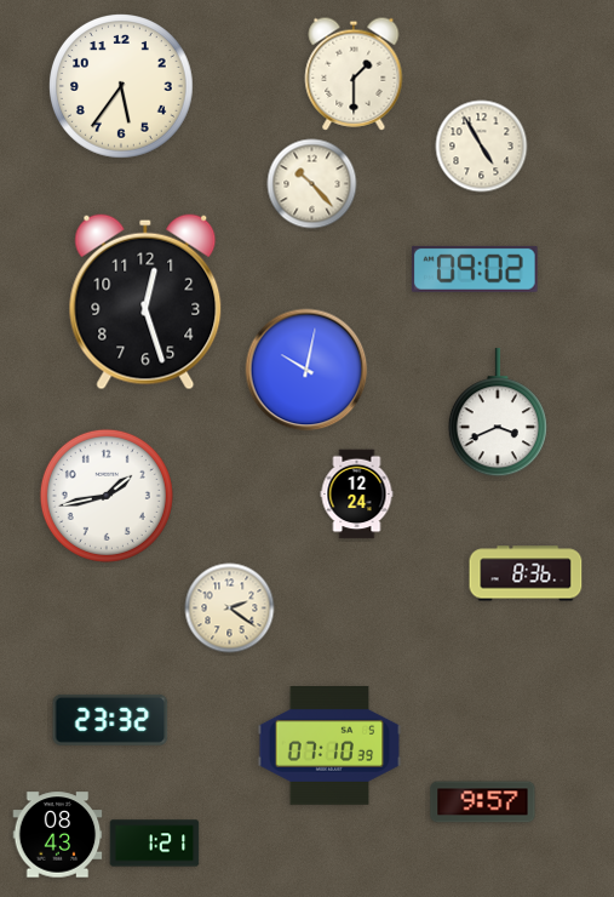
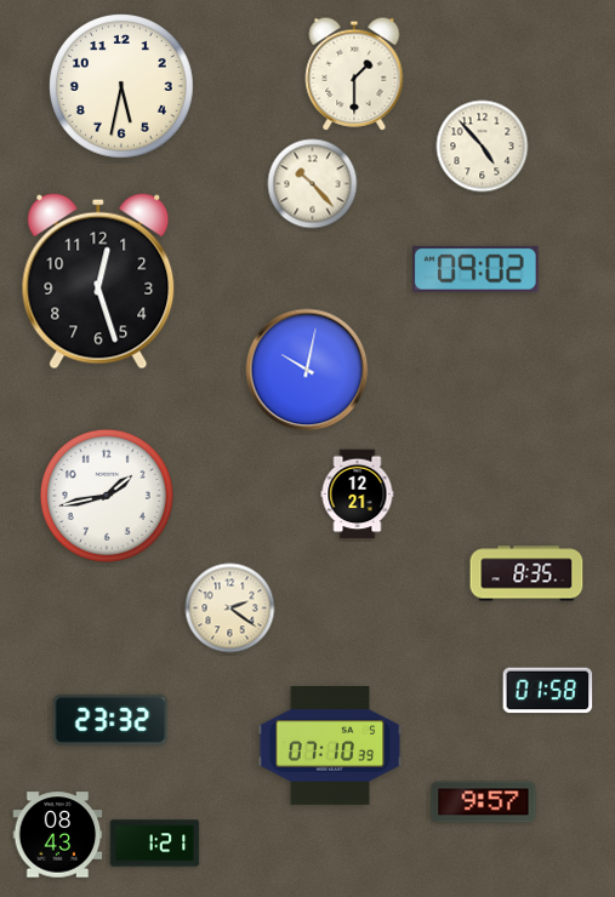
clock at (122, 87): 5:36 -> 5:32
clock at (482, 147): 4:55 -> 4:53
clock at (145, 302) position: (145, 302) -> (98, 281)
clock at (498, 413): 3:41 -> none
clock at (357, 495): 12:24 -> 12:21
clock at (526, 573): 8:36 -> 8:35
clock at (548, 691): none -> 01:58
